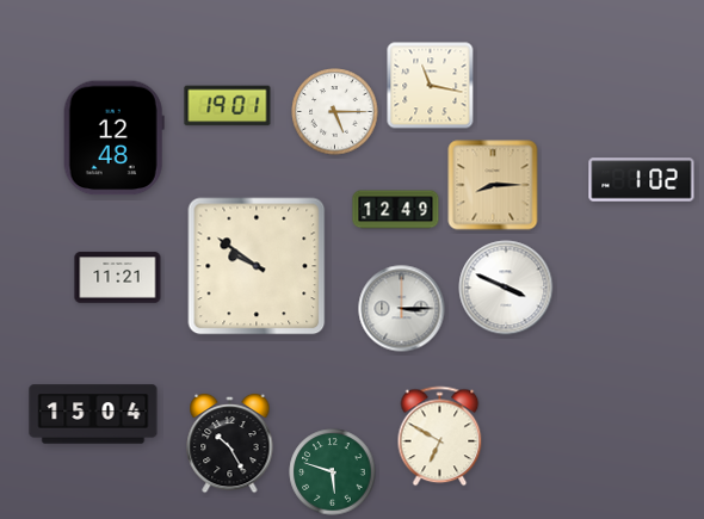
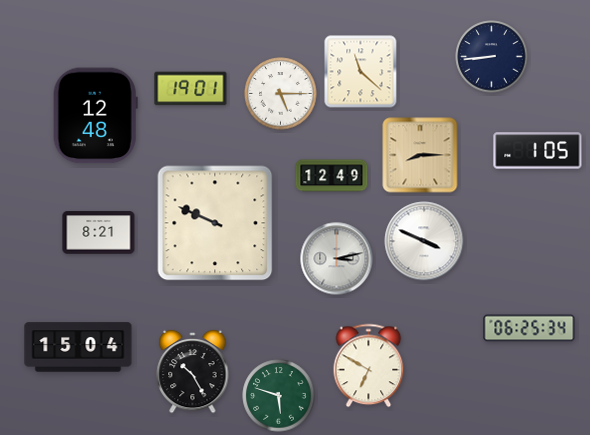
clock at (492, 57): none -> 8:44
clock at (431, 86): 11:17 -> 11:22
clock at (642, 180): 1:02 -> 1:05
clock at (493, 185) position: (493, 185) -> (420, 155)
clock at (257, 266): 9:51 -> 9:49
clock at (118, 278): 11:21 -> 8:21
clock at (402, 309): 3:15 -> 3:13
clock at (529, 328): none -> 06:25
